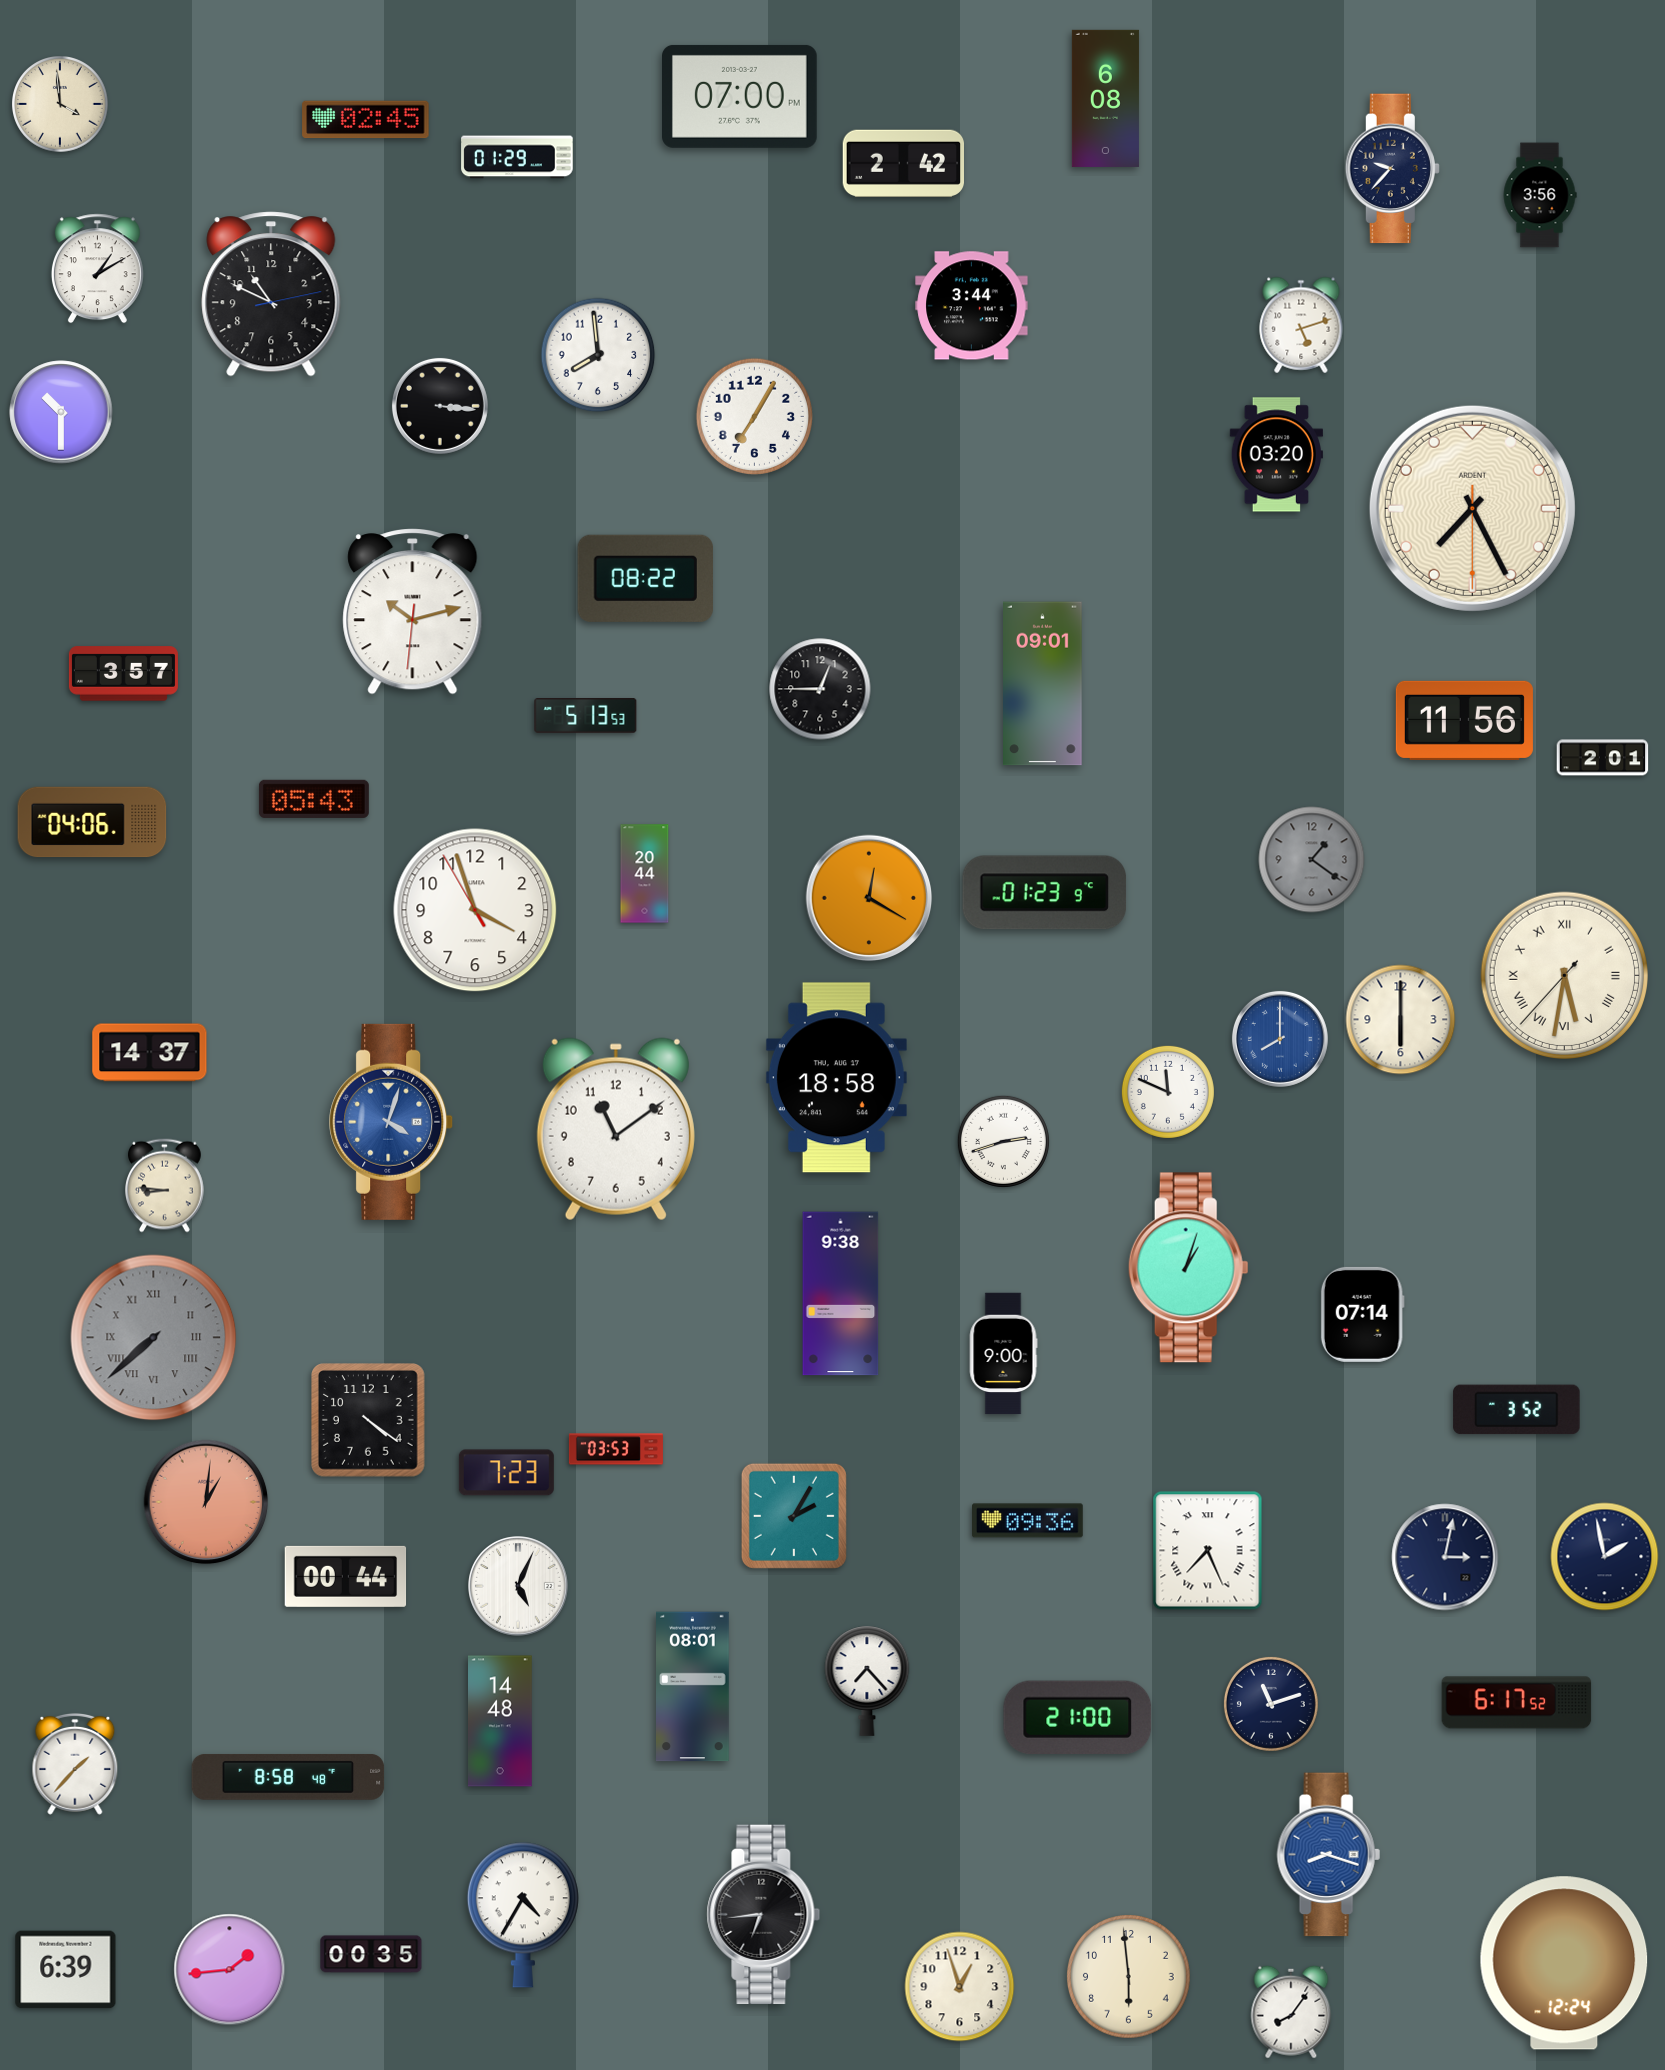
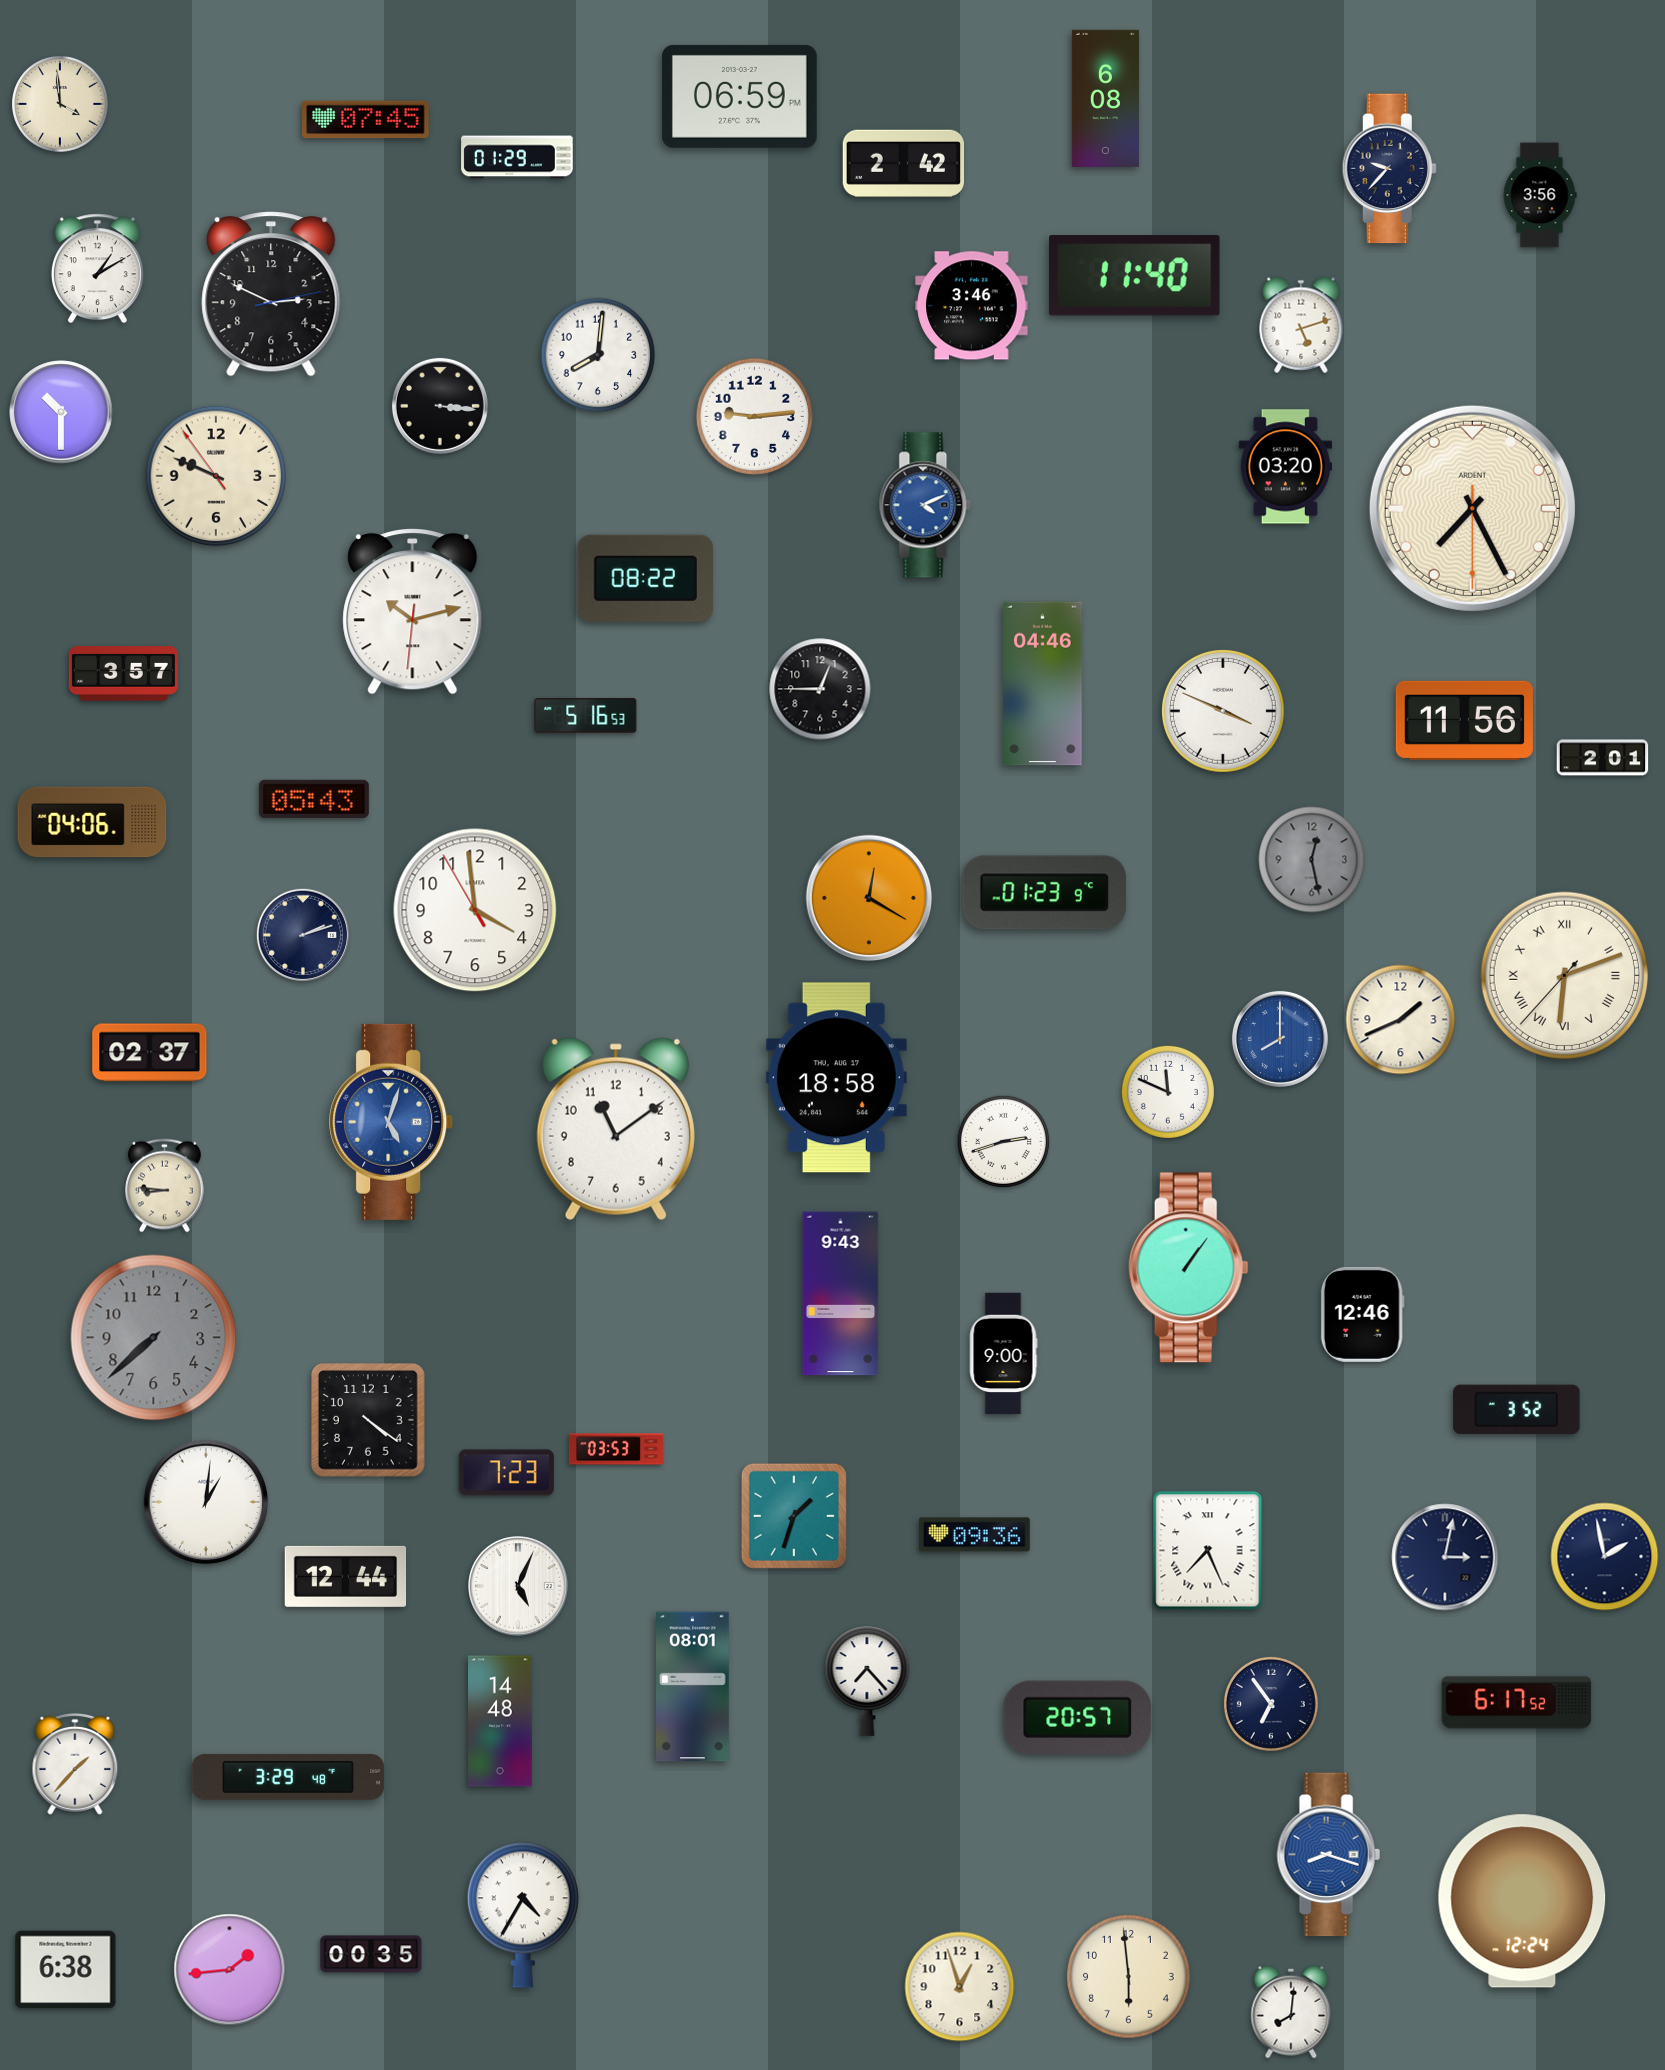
clock at (740, 96): 07:00 -> 06:59
clock at (366, 120): 02:45 -> 07:45
clock at (1392, 169) position: (1392, 169) -> (1389, 169)
clock at (1134, 276): none -> 11:40
clock at (271, 294): 10:49 -> 2:49
clock at (972, 306): 3:44 -> 3:46
clock at (598, 355): 7:59 -> 8:01
clock at (754, 416): 7:05 -> 9:14
clock at (1276, 455) position: (1276, 455) -> (1285, 467)
clock at (216, 476): none -> 9:48
clock at (925, 505): none -> 4:11
clock at (1043, 684): 09:01 -> 04:46
clock at (1223, 711): none -> 3:49
clock at (586, 716): 5:13 -> 5:16
clock at (1312, 860): 1:21 -> 12:28
clock at (645, 874): 20:44 -> none
clock at (475, 910): 3:56 -> 3:58
clock at (303, 935): none -> 2:12
clock at (1565, 976): 5:31 -> 6:11
clock at (1401, 1020): 6:00 -> 1:41
clock at (150, 1053): 14:37 -> 02:37
clock at (392, 1122): 4:03 -> 5:03
clock at (1188, 1268): 1:03 -> 1:06
clock at (841, 1294): 9:38 -> 9:43
clock at (1362, 1314): 07:14 -> 12:46
clock at (154, 1338) numerals: Roman -> Arabic
clock at (206, 1502) dial: salmon -> white
clock at (794, 1516): 2:05 -> 1:33
clock at (1028, 1521) position: (1028, 1521) -> (975, 1535)
clock at (346, 1576): 00:44 -> 12:44
clock at (1271, 1704): 11:12 -> 6:54
clock at (1078, 1717): 21:00 -> 20:57
clock at (288, 1777): 8:58 -> 3:29
clock at (764, 1914): 6:44 -> none
clock at (1564, 1963) position: (1564, 1963) -> (1522, 1901)
clock at (66, 1970): 6:39 -> 6:38
clock at (1291, 2012): 8:06 -> 8:01
